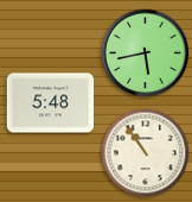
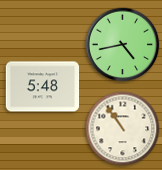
clock at (146, 53): 5:43 -> 4:43
